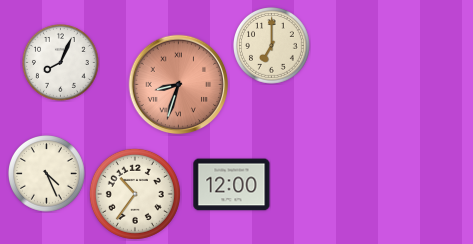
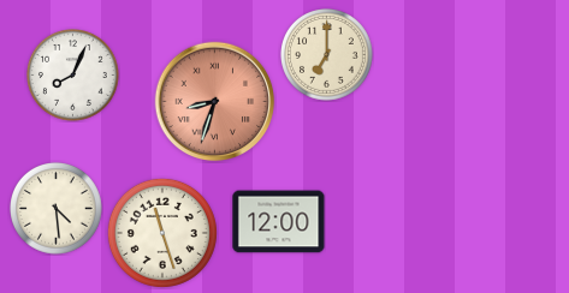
clock at (47, 174): 4:26 -> 4:29
clock at (135, 194): 10:36 -> 11:27
